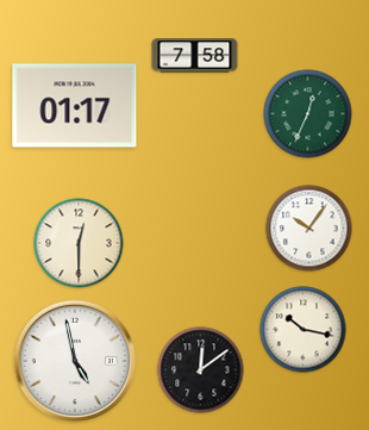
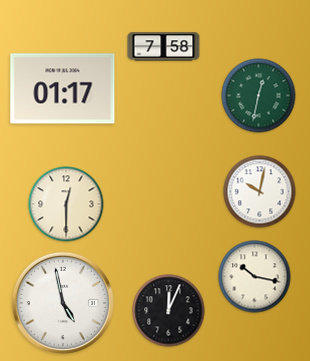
clock at (308, 114): 12:34 -> 12:32
clock at (309, 229): 10:06 -> 10:02
clock at (201, 370): 12:09 -> 12:04
